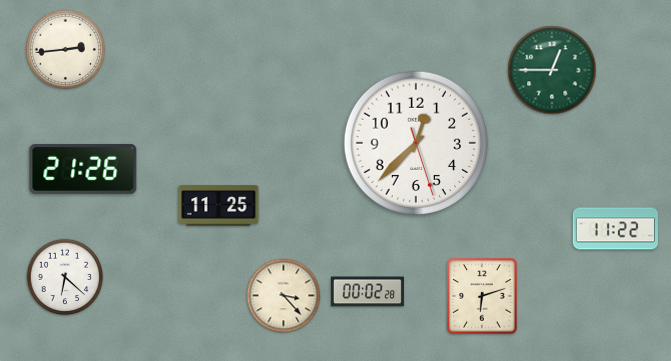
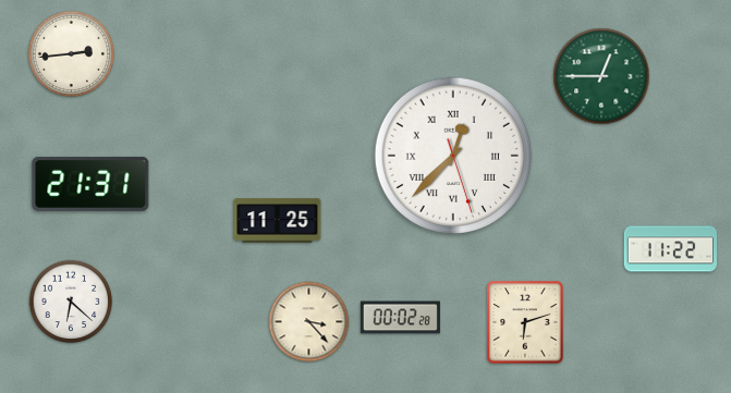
clock at (416, 143) numerals: Arabic -> Roman
clock at (83, 169): 21:26 -> 21:31
clock at (219, 206) position: (219, 206) -> (278, 221)
